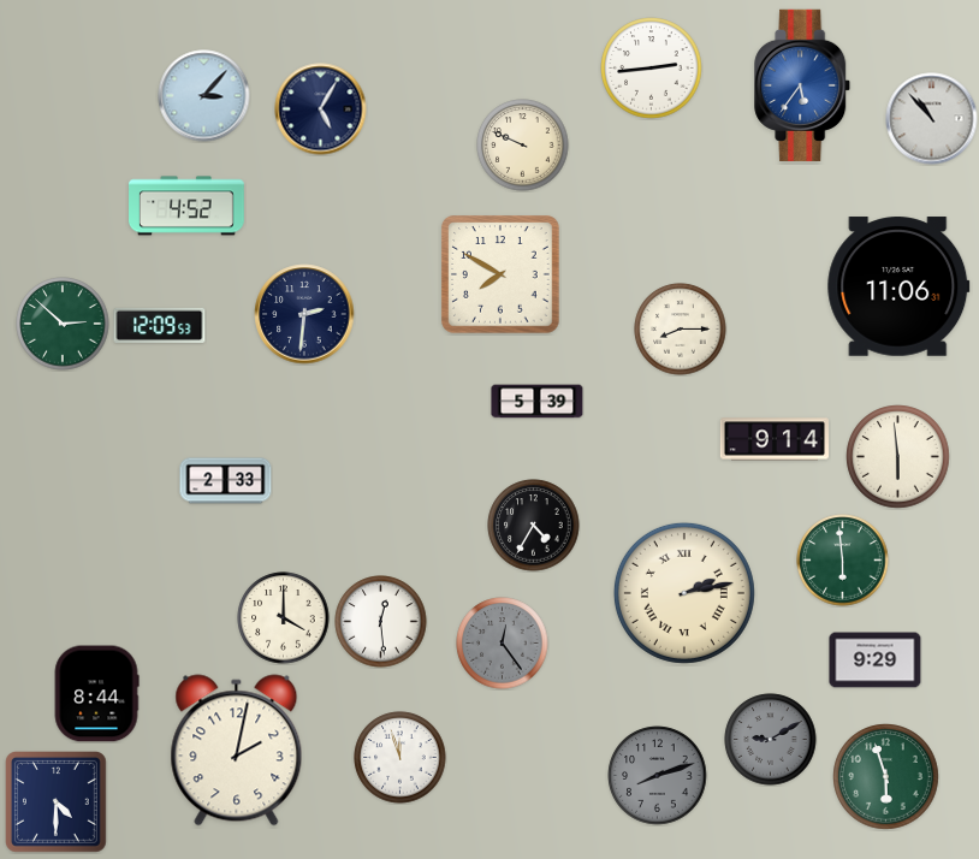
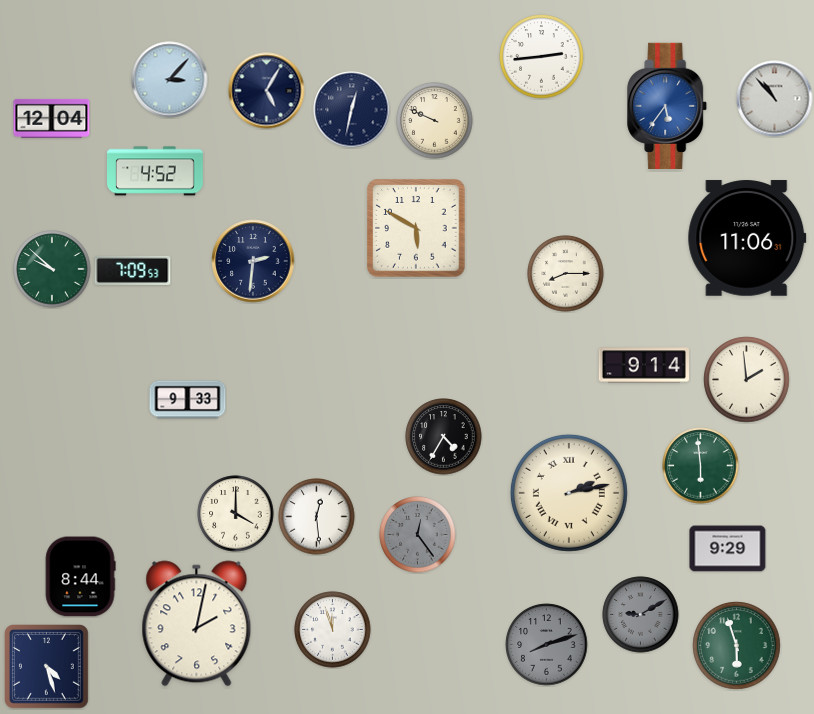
clock at (803, 85) position: (803, 85) -> (668, 106)
clock at (352, 110): none -> 12:32
clock at (52, 118): none -> 12:04
clock at (500, 274): 7:50 -> 5:50
clock at (63, 324): 2:52 -> 9:52
clock at (160, 325): 12:09 -> 7:09
clock at (538, 402): 5:39 -> none
clock at (898, 457): 5:59 -> 1:59
clock at (226, 481): 2:33 -> 9:33
clock at (57, 802): 4:30 -> 4:27
